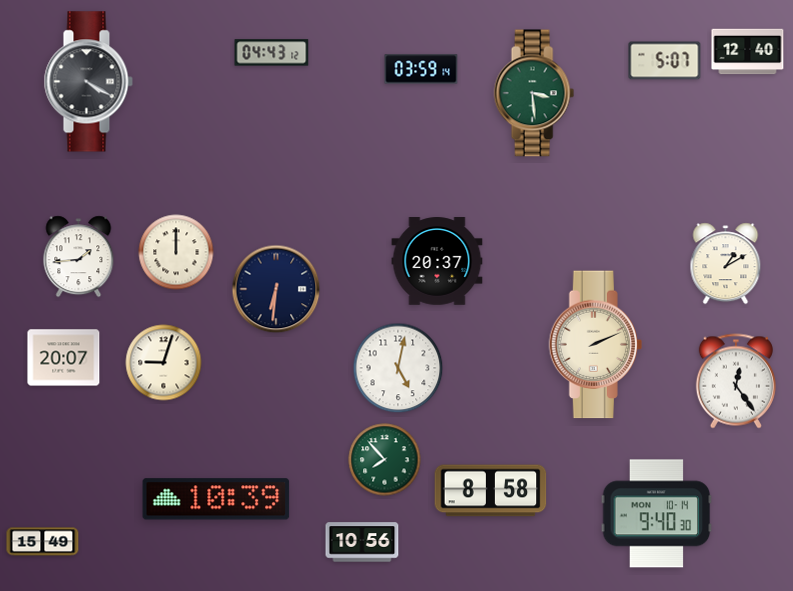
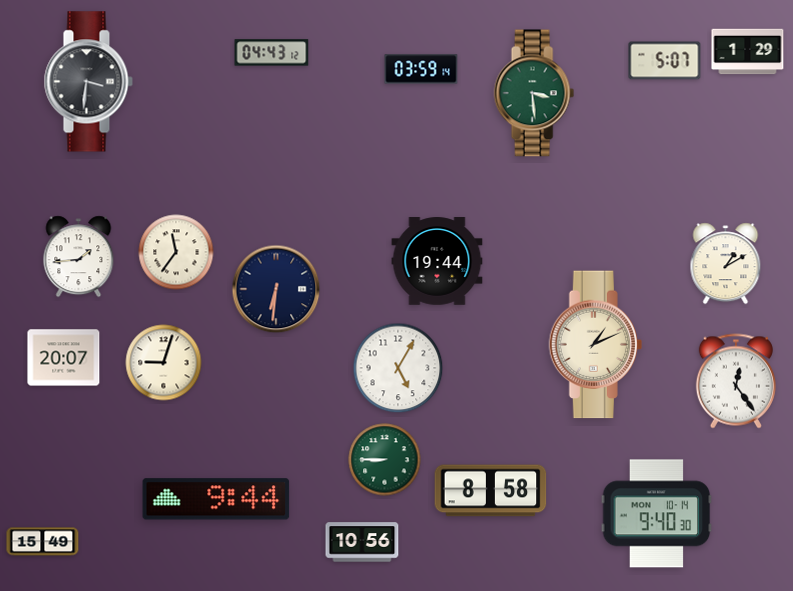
clock at (748, 52): 12:40 -> 1:29
clock at (88, 82): 4:20 -> 3:31
clock at (176, 252): 12:00 -> 11:36
clock at (437, 261): 20:37 -> 19:44
clock at (595, 345): 2:11 -> 1:11
clock at (398, 368): 5:02 -> 5:05
clock at (385, 460): 7:53 -> 8:45
clock at (216, 499): 10:39 -> 9:44
